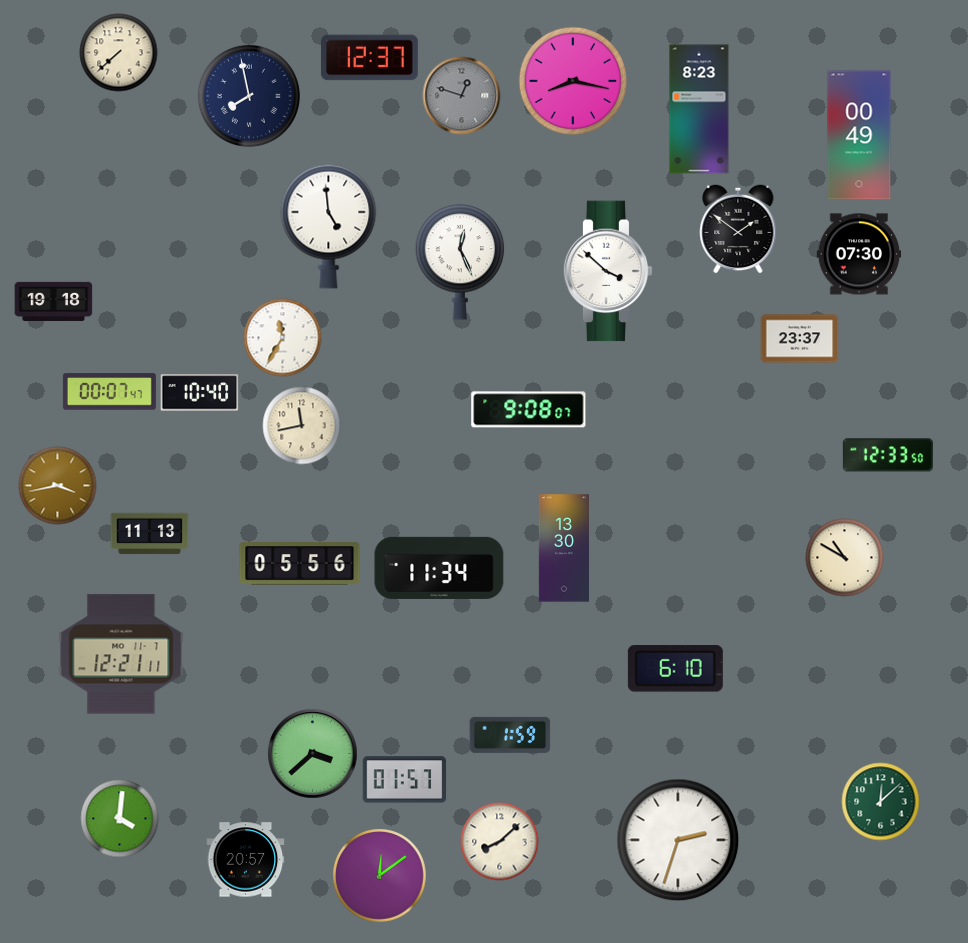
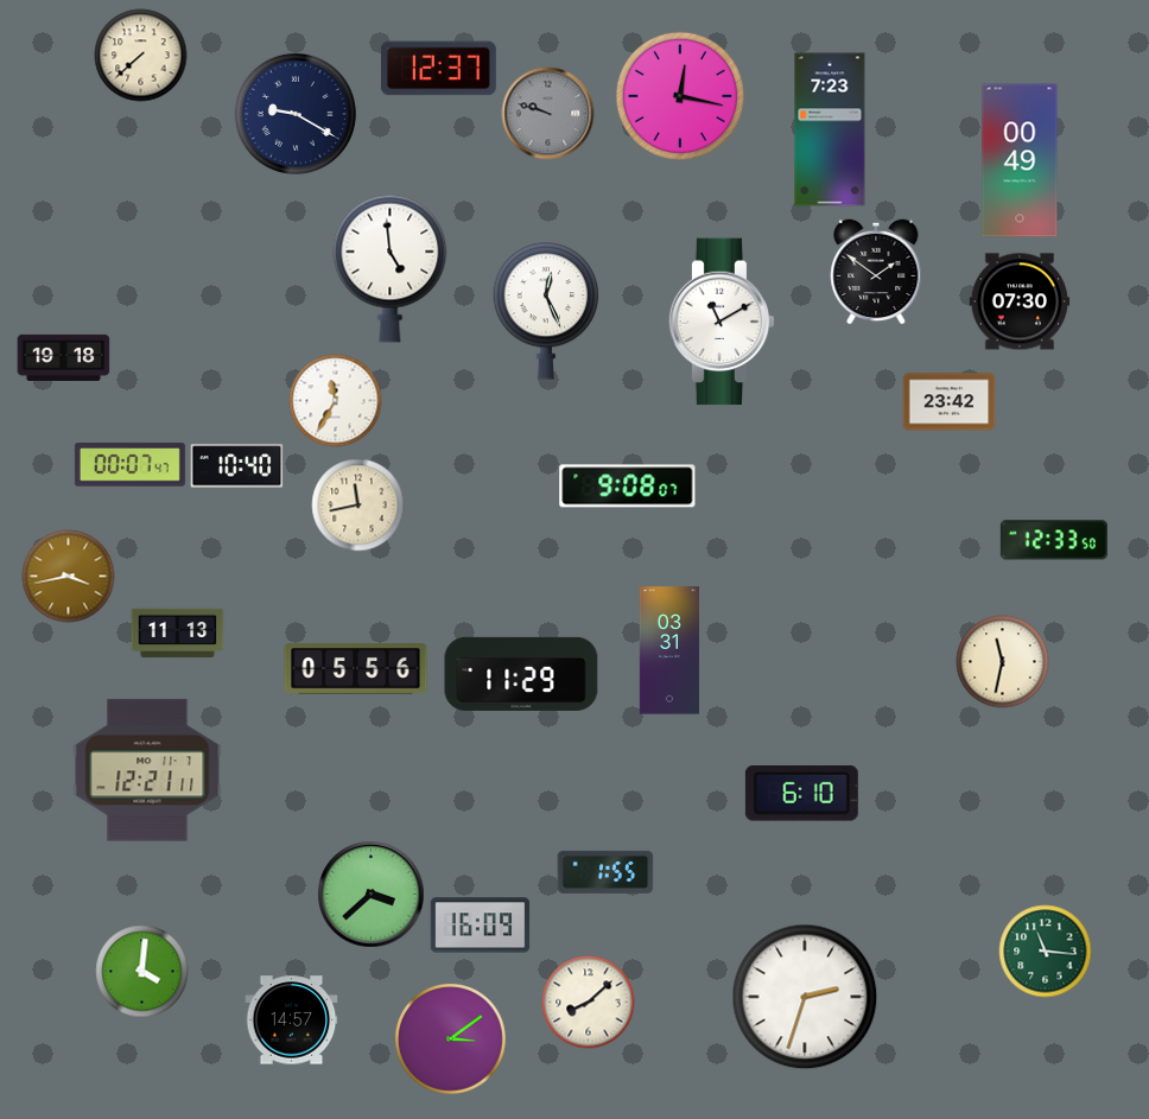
clock at (118, 52) position: (118, 52) -> (140, 55)
clock at (573, 81): 8:17 -> 12:17
clock at (461, 95): 12:48 -> 9:48
clock at (249, 96): 7:58 -> 9:20
clock at (699, 109): 8:23 -> 7:23
clock at (608, 271): 3:52 -> 11:10
clock at (799, 339): 23:37 -> 23:42
clock at (563, 548): 13:30 -> 03:31
clock at (844, 557): 10:50 -> 11:32
clock at (439, 568): 11:34 -> 11:29
clock at (121, 654) position: (121, 654) -> (147, 770)
clock at (510, 735): 1:59 -> 1:55
clock at (404, 780): 01:57 -> 16:09
clock at (880, 801): 12:08 -> 11:16
clock at (499, 841) position: (499, 841) -> (588, 1002)
clock at (245, 860): 20:57 -> 14:57
clock at (379, 875): 12:09 -> 3:09
